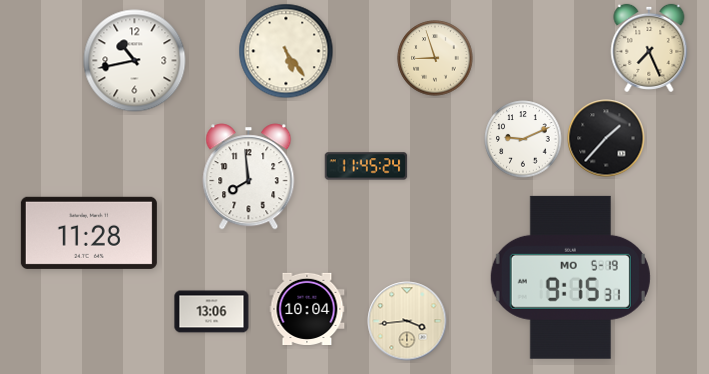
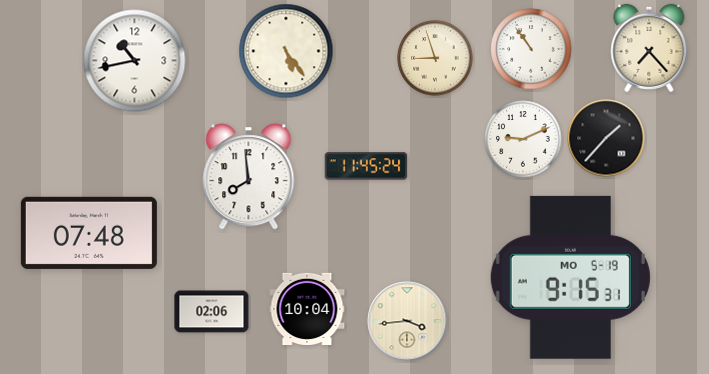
clock at (649, 48): 7:26 -> 7:23
clock at (531, 49): none -> 10:54
clock at (89, 233): 11:28 -> 07:48
clock at (212, 312): 13:06 -> 02:06
